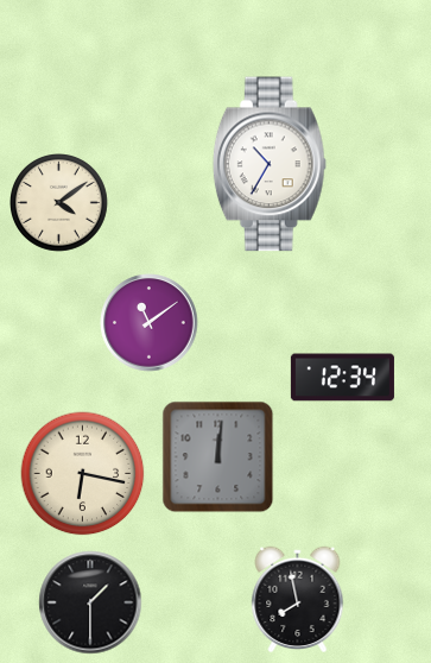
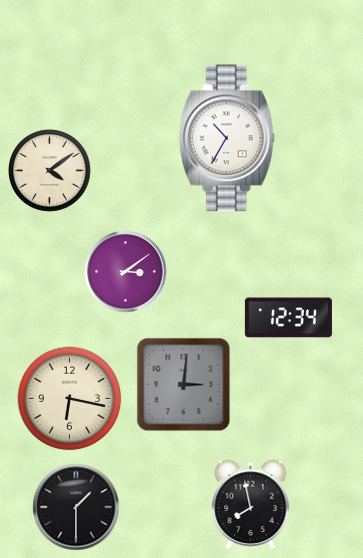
clock at (150, 323): 11:09 -> 3:09
clock at (218, 457): 12:01 -> 3:01
